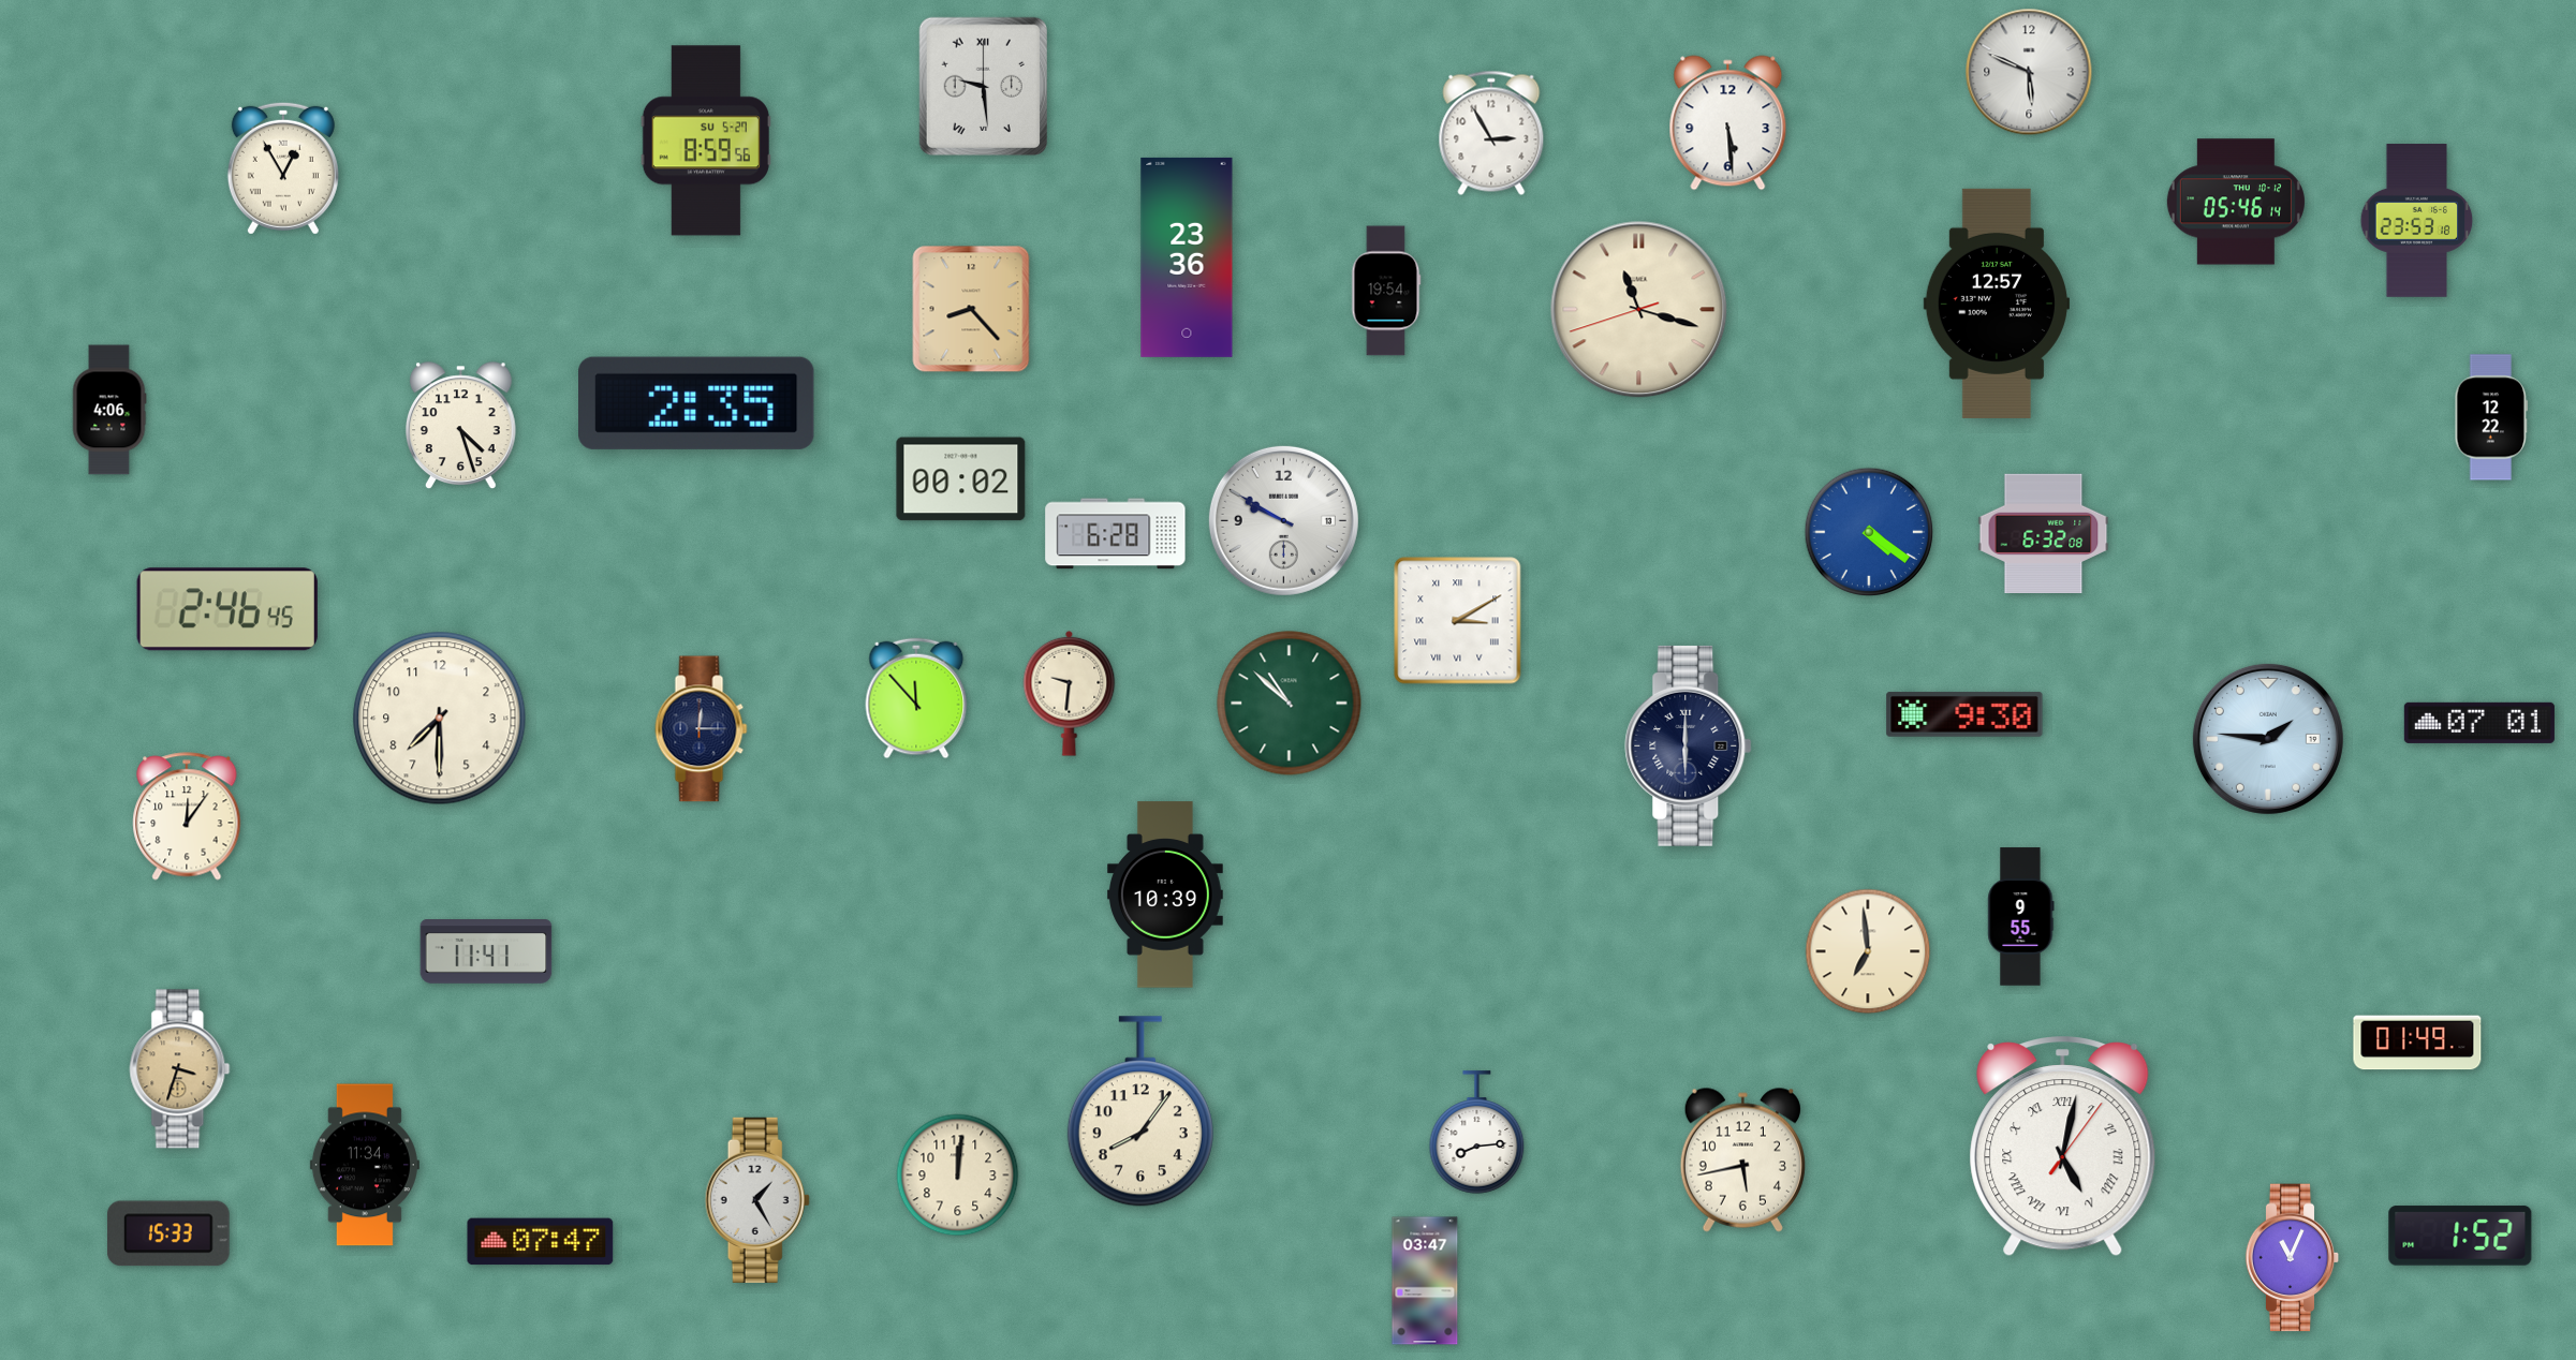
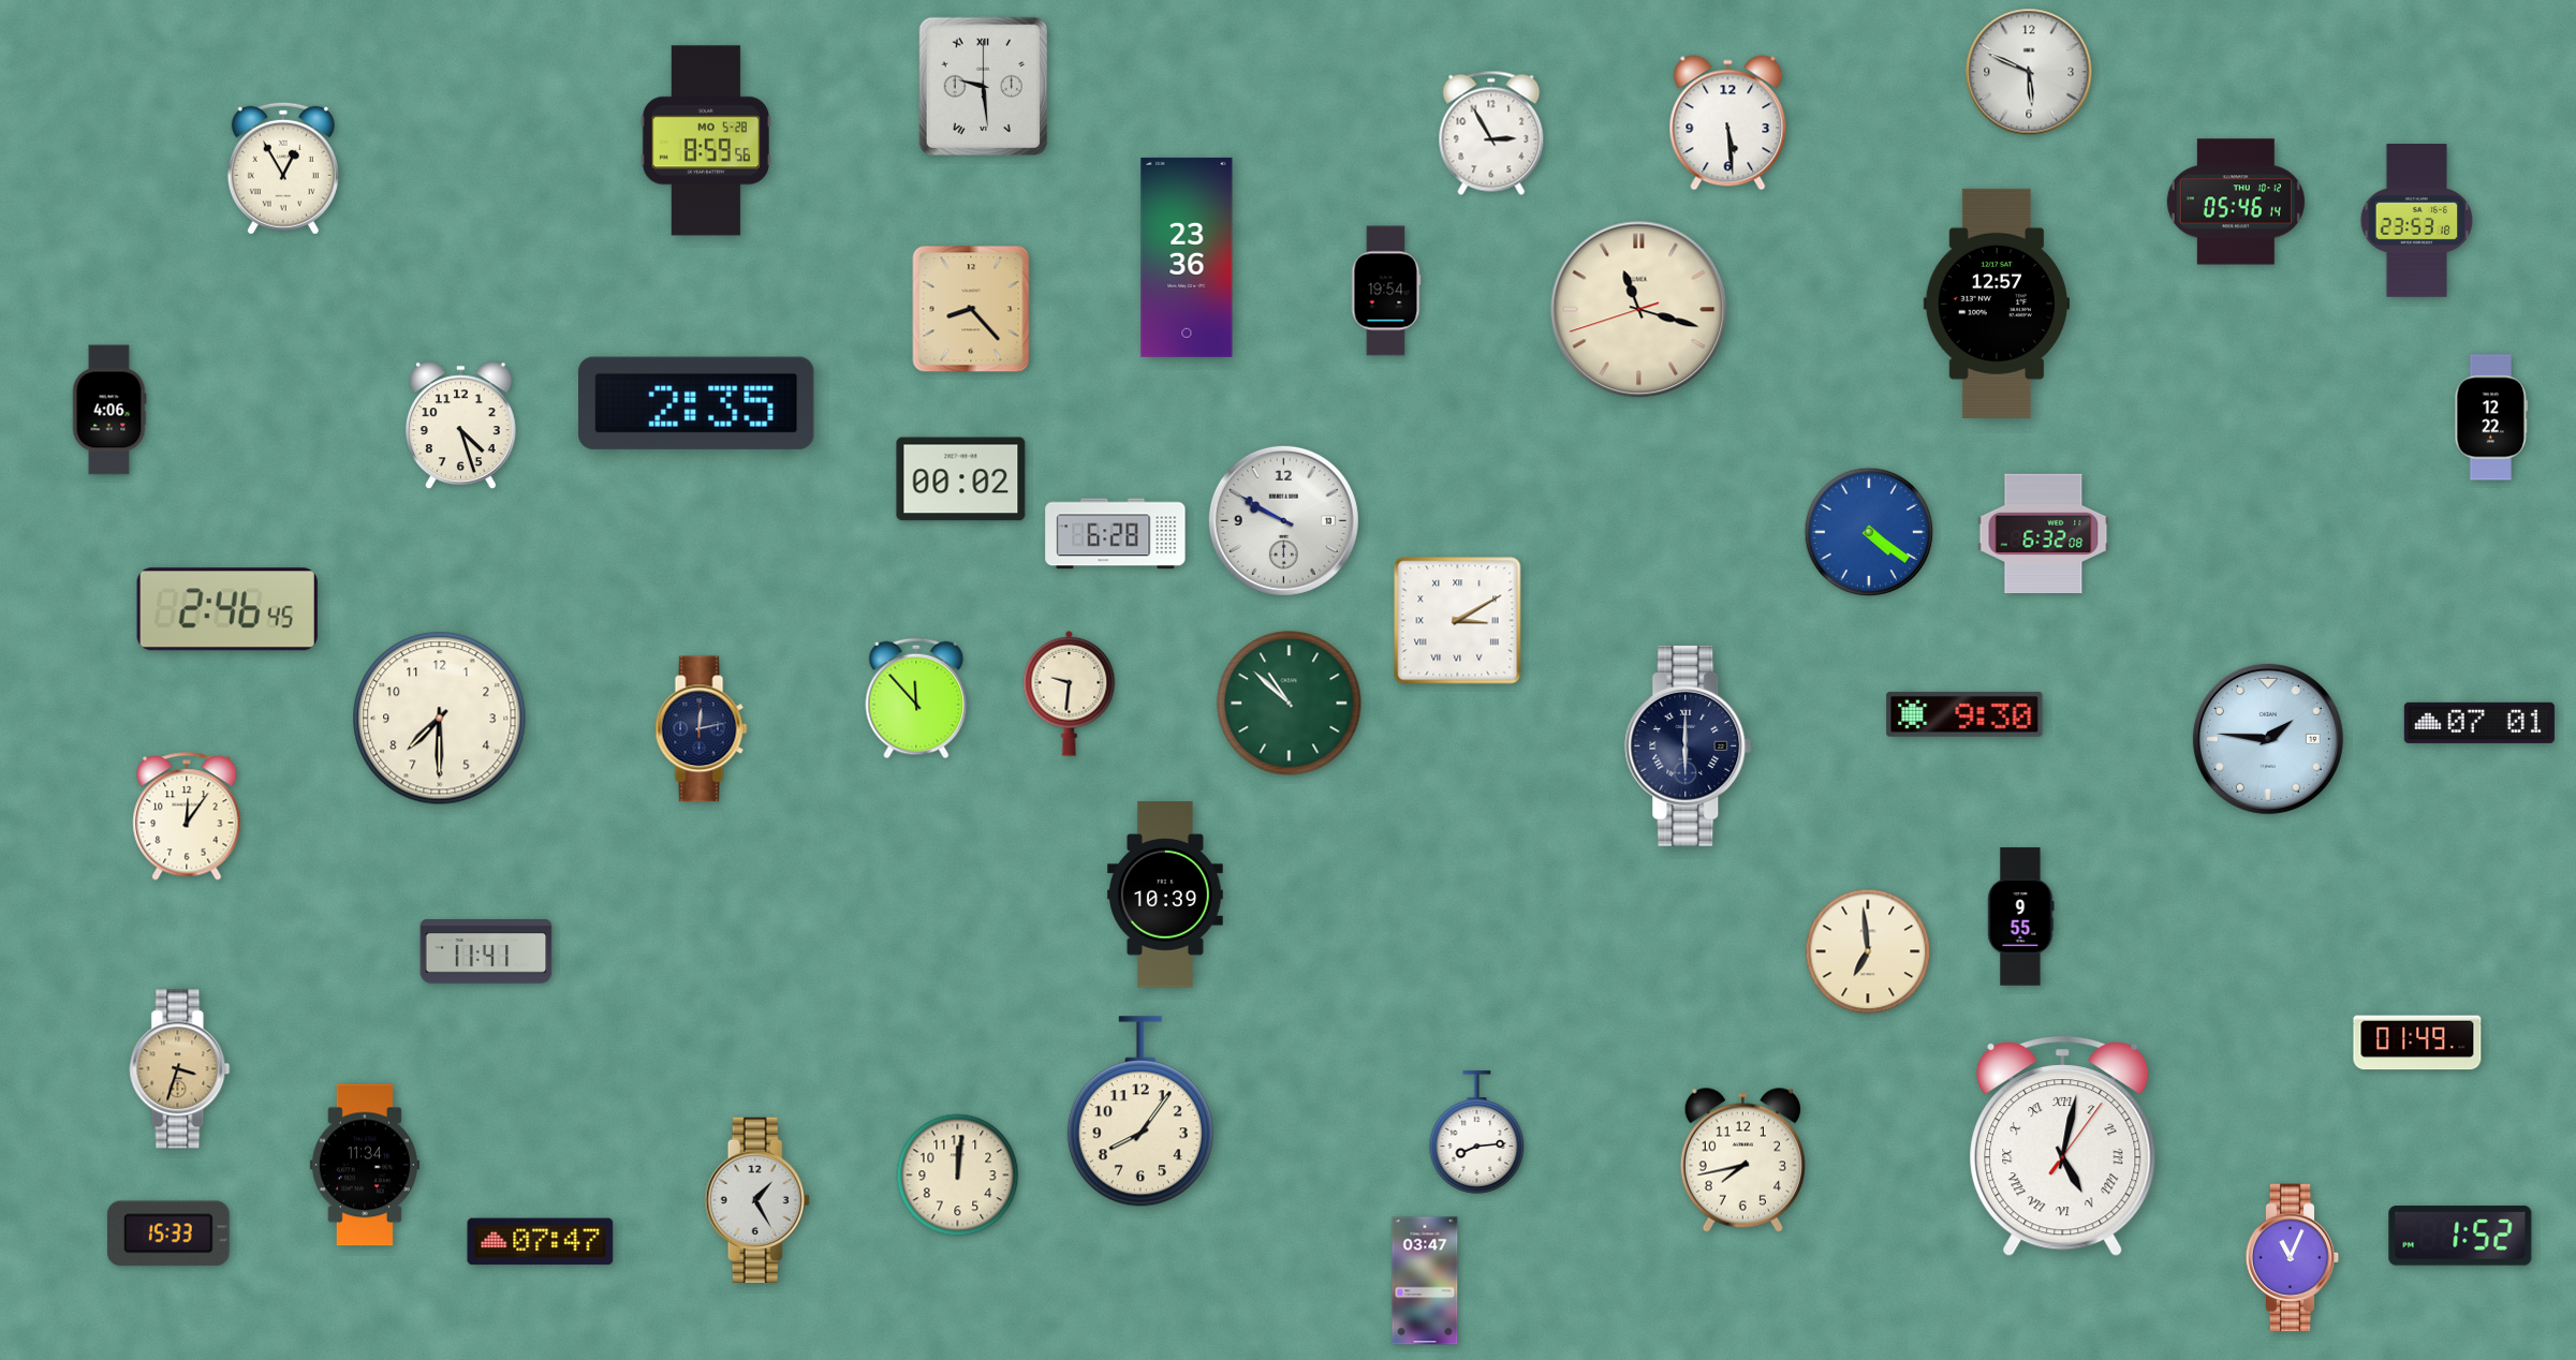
clock at (706, 141) date: SU 5-27 -> MO 5-28
clock at (702, 729): 12:15 -> 12:13
clock at (1742, 1159): 5:43 -> 7:43
